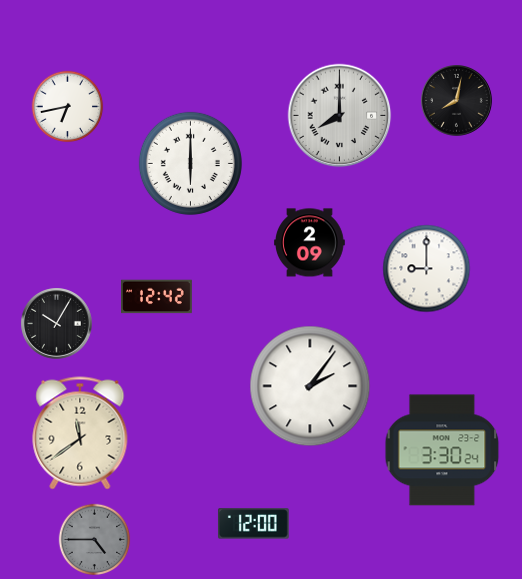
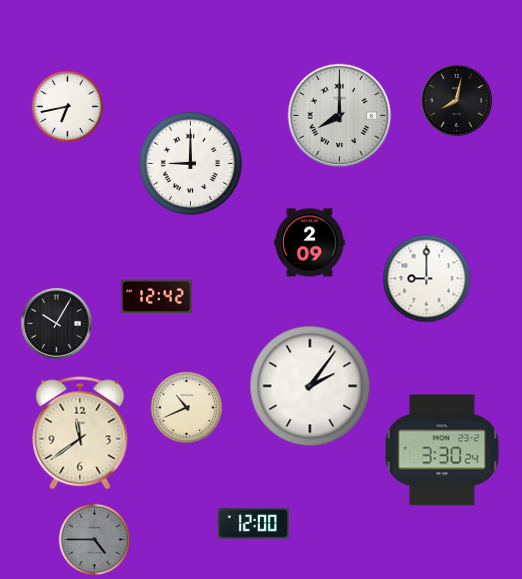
clock at (190, 163): 6:00 -> 9:00
clock at (427, 269) position: (427, 269) -> (427, 279)
clock at (187, 408): none -> 10:41
